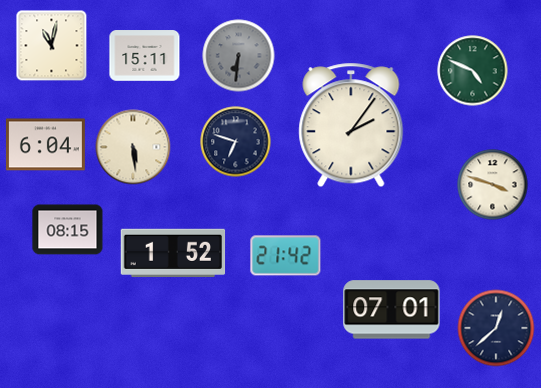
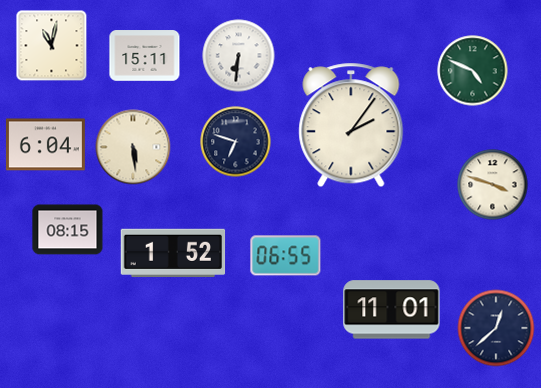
clock at (239, 56) dial: grey -> white
clock at (286, 256): 21:42 -> 06:55
clock at (392, 310): 07:01 -> 11:01
